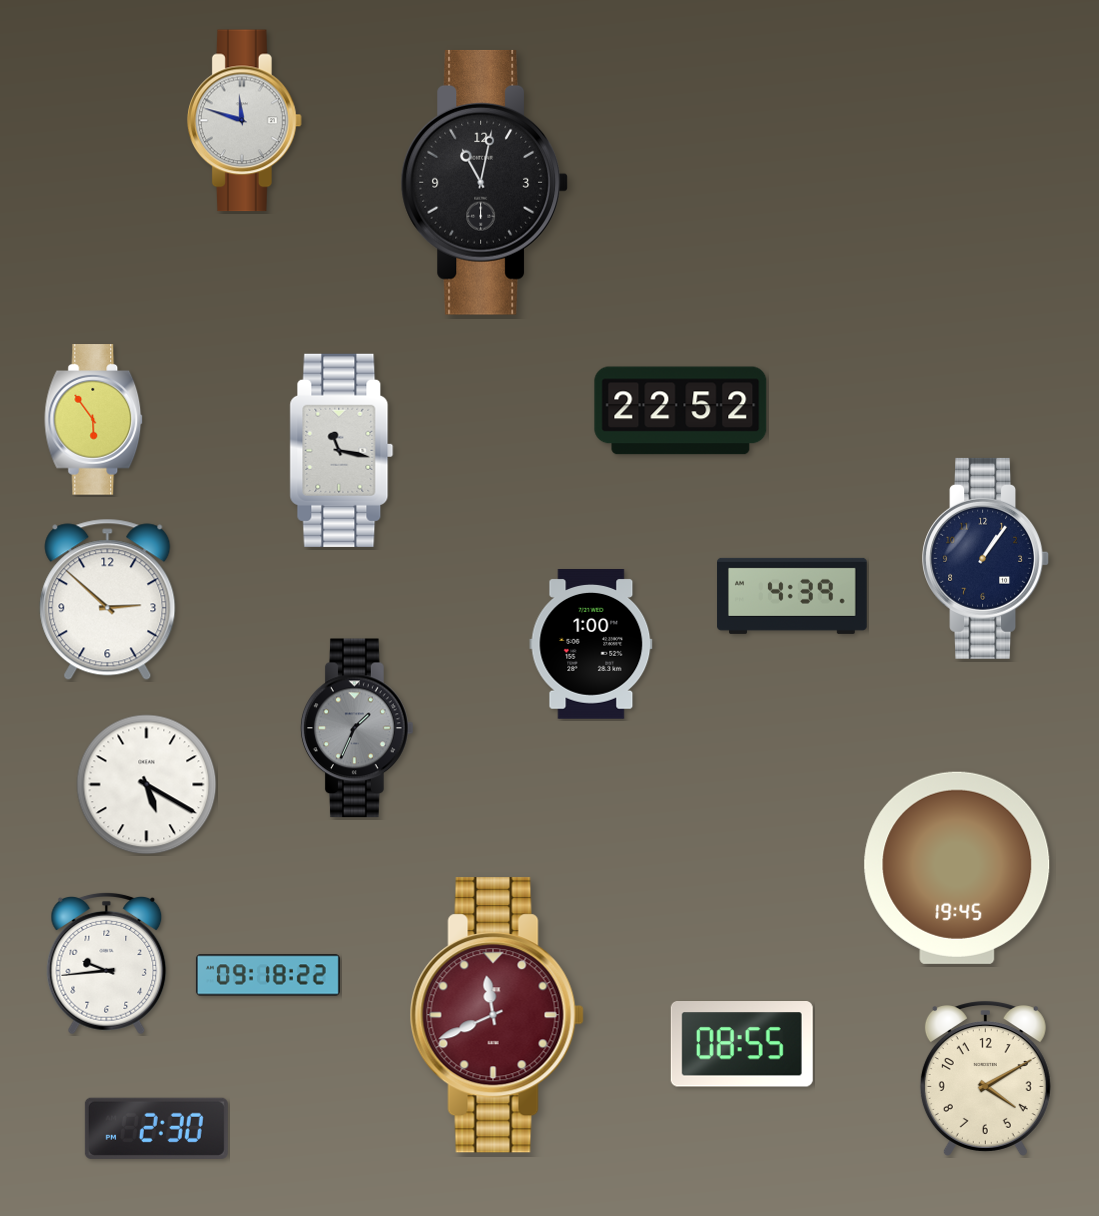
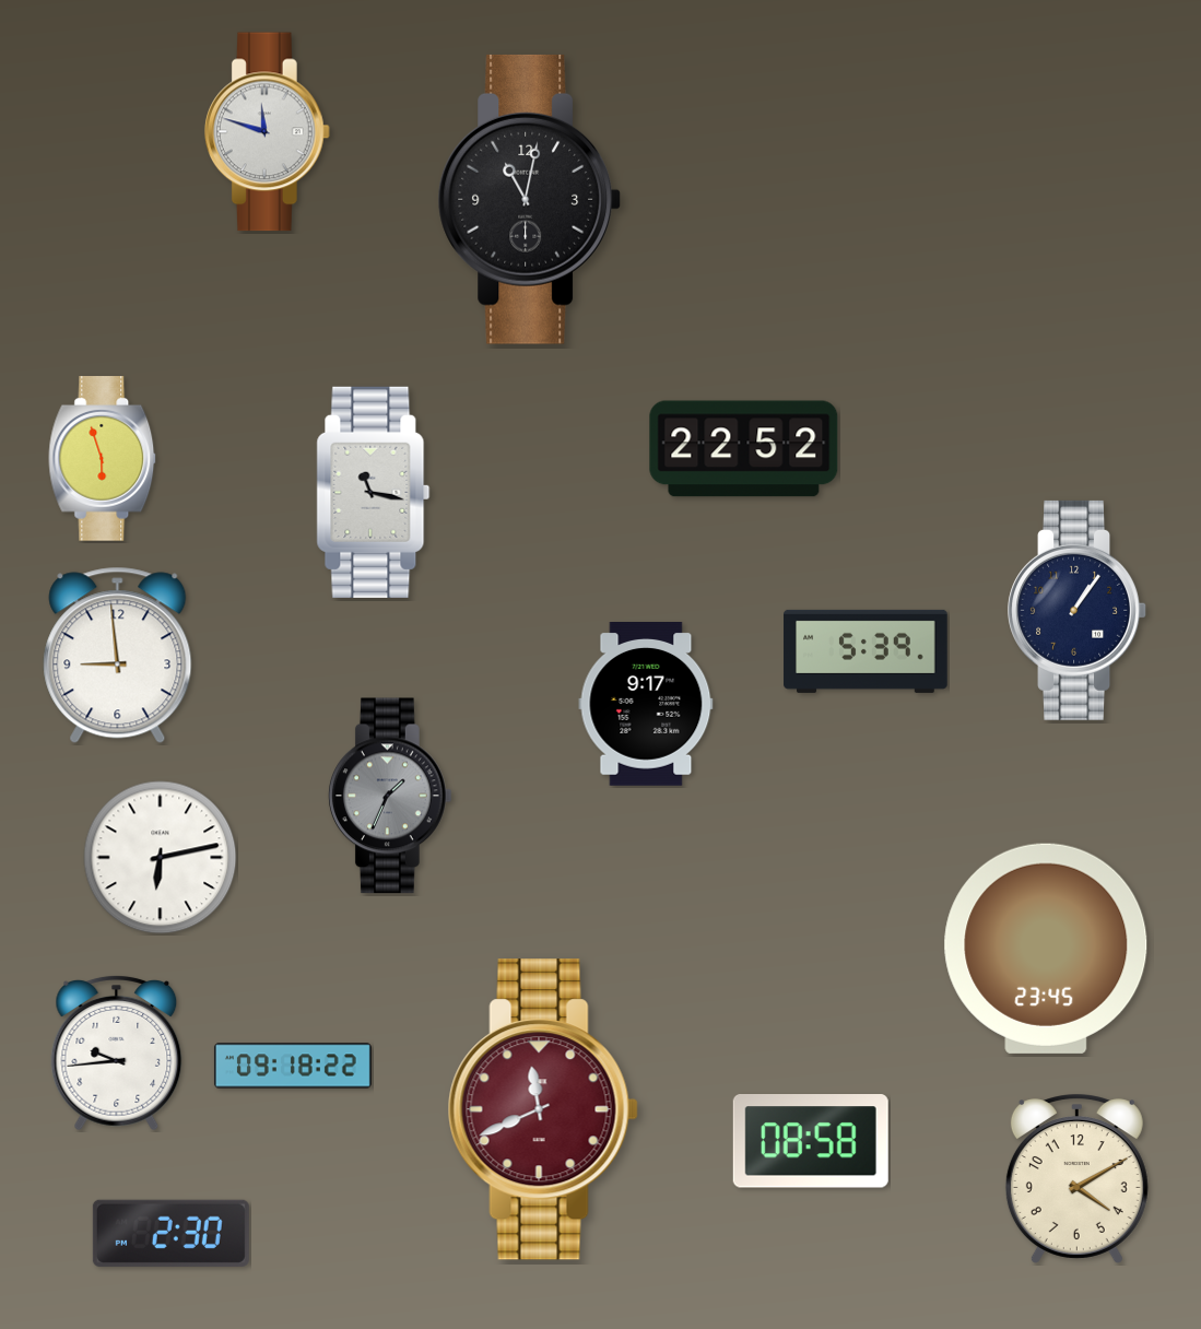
clock at (94, 420): 5:54 -> 5:57
clock at (792, 596): 4:39 -> 5:39
clock at (108, 600): 2:52 -> 8:59
clock at (591, 645): 1:00 -> 9:17
clock at (147, 785): 5:20 -> 6:13
clock at (957, 868): 19:45 -> 23:45
clock at (742, 1045): 08:55 -> 08:58
